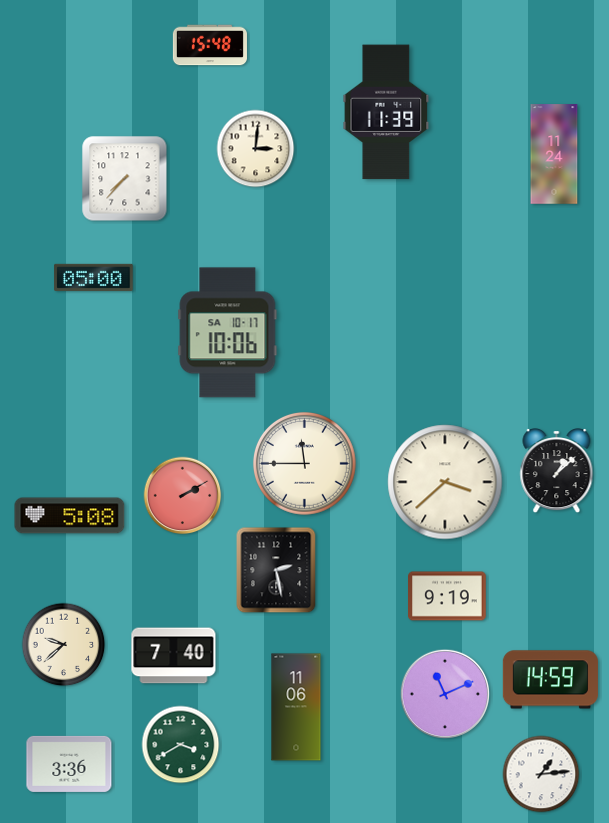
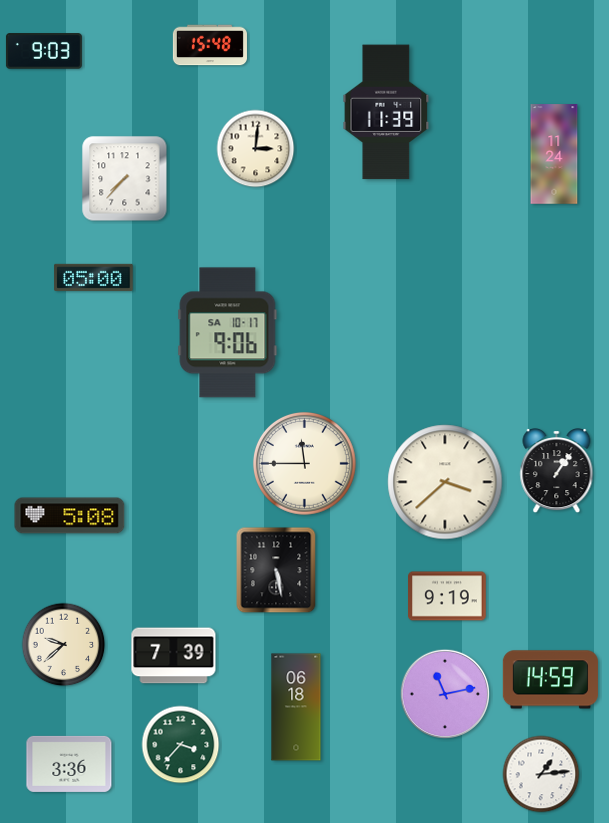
clock at (44, 51): none -> 9:03
clock at (228, 333): 10:06 -> 9:06
clock at (557, 472): 1:08 -> 1:06
clock at (183, 496): 2:10 -> none
clock at (276, 570): 2:28 -> 5:28
clock at (174, 656): 7:40 -> 7:39
clock at (445, 694): 11:11 -> 11:13
clock at (296, 707): 11:06 -> 06:18
clock at (181, 745): 3:40 -> 3:37
